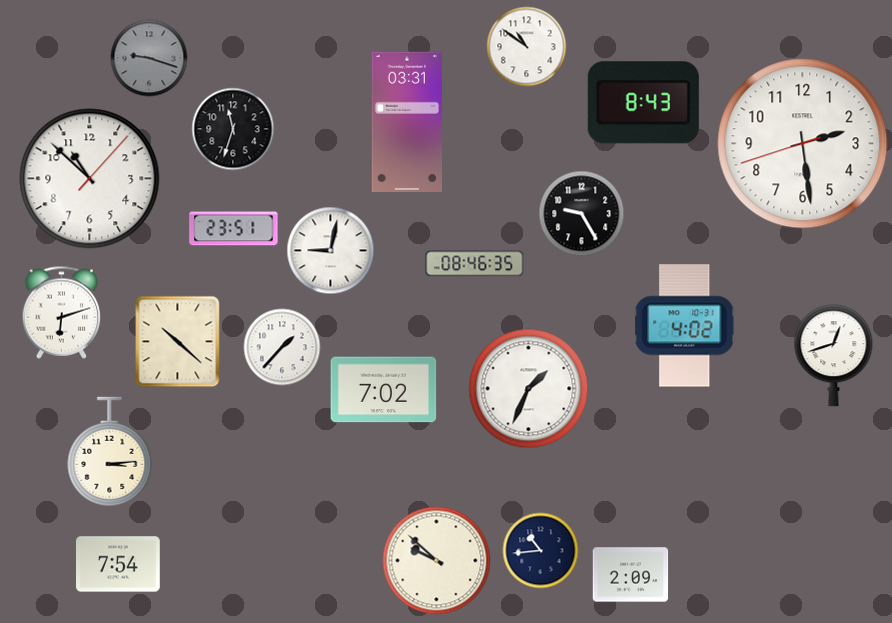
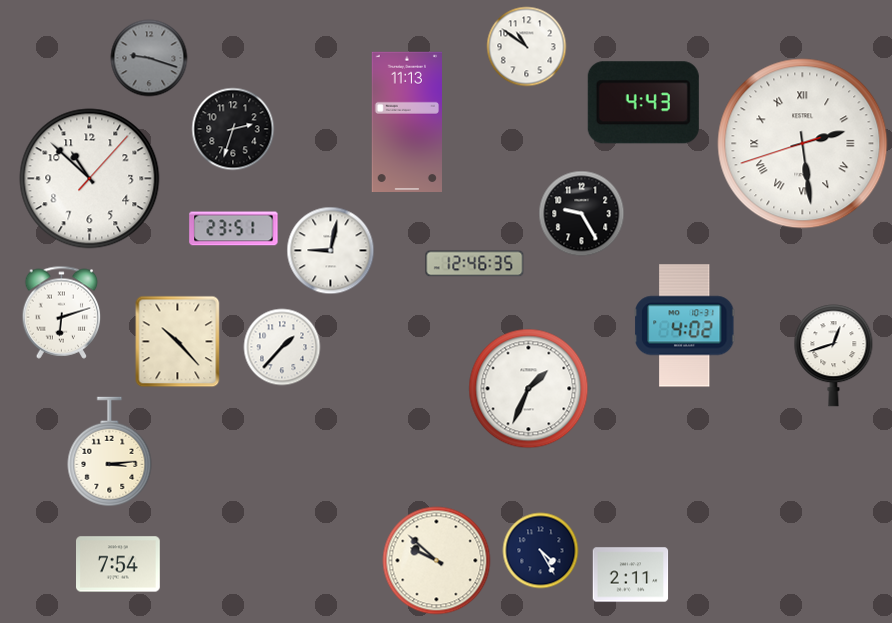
clock at (643, 103): 8:43 -> 4:43
clock at (406, 121): 03:31 -> 11:13
clock at (233, 129): 11:33 -> 2:33
clock at (803, 144) numerals: Arabic -> Roman
clock at (475, 264): 08:46 -> 12:46
clock at (178, 342): 10:22 -> 10:23
clock at (384, 390): 7:02 -> none
clock at (541, 551): 10:44 -> 4:25
clock at (631, 575): 2:09 -> 2:11
